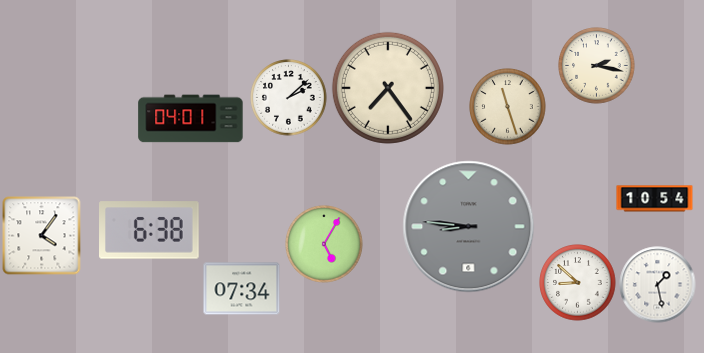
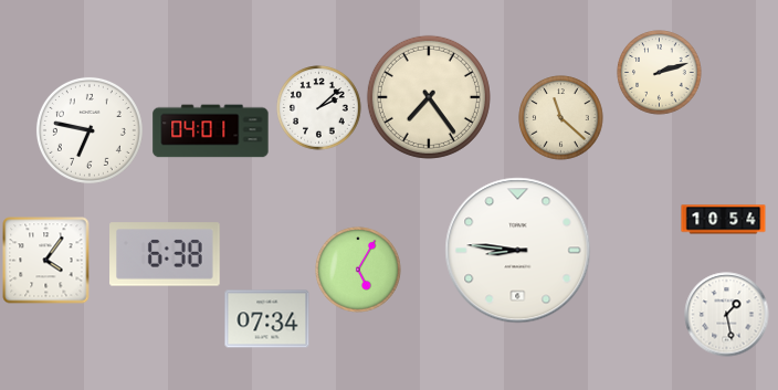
clock at (597, 66): 2:17 -> 2:12
clock at (508, 107): 11:27 -> 11:22
clock at (90, 130): none -> 6:47
clock at (469, 227) dial: grey -> white
clock at (578, 283): 8:52 -> none
